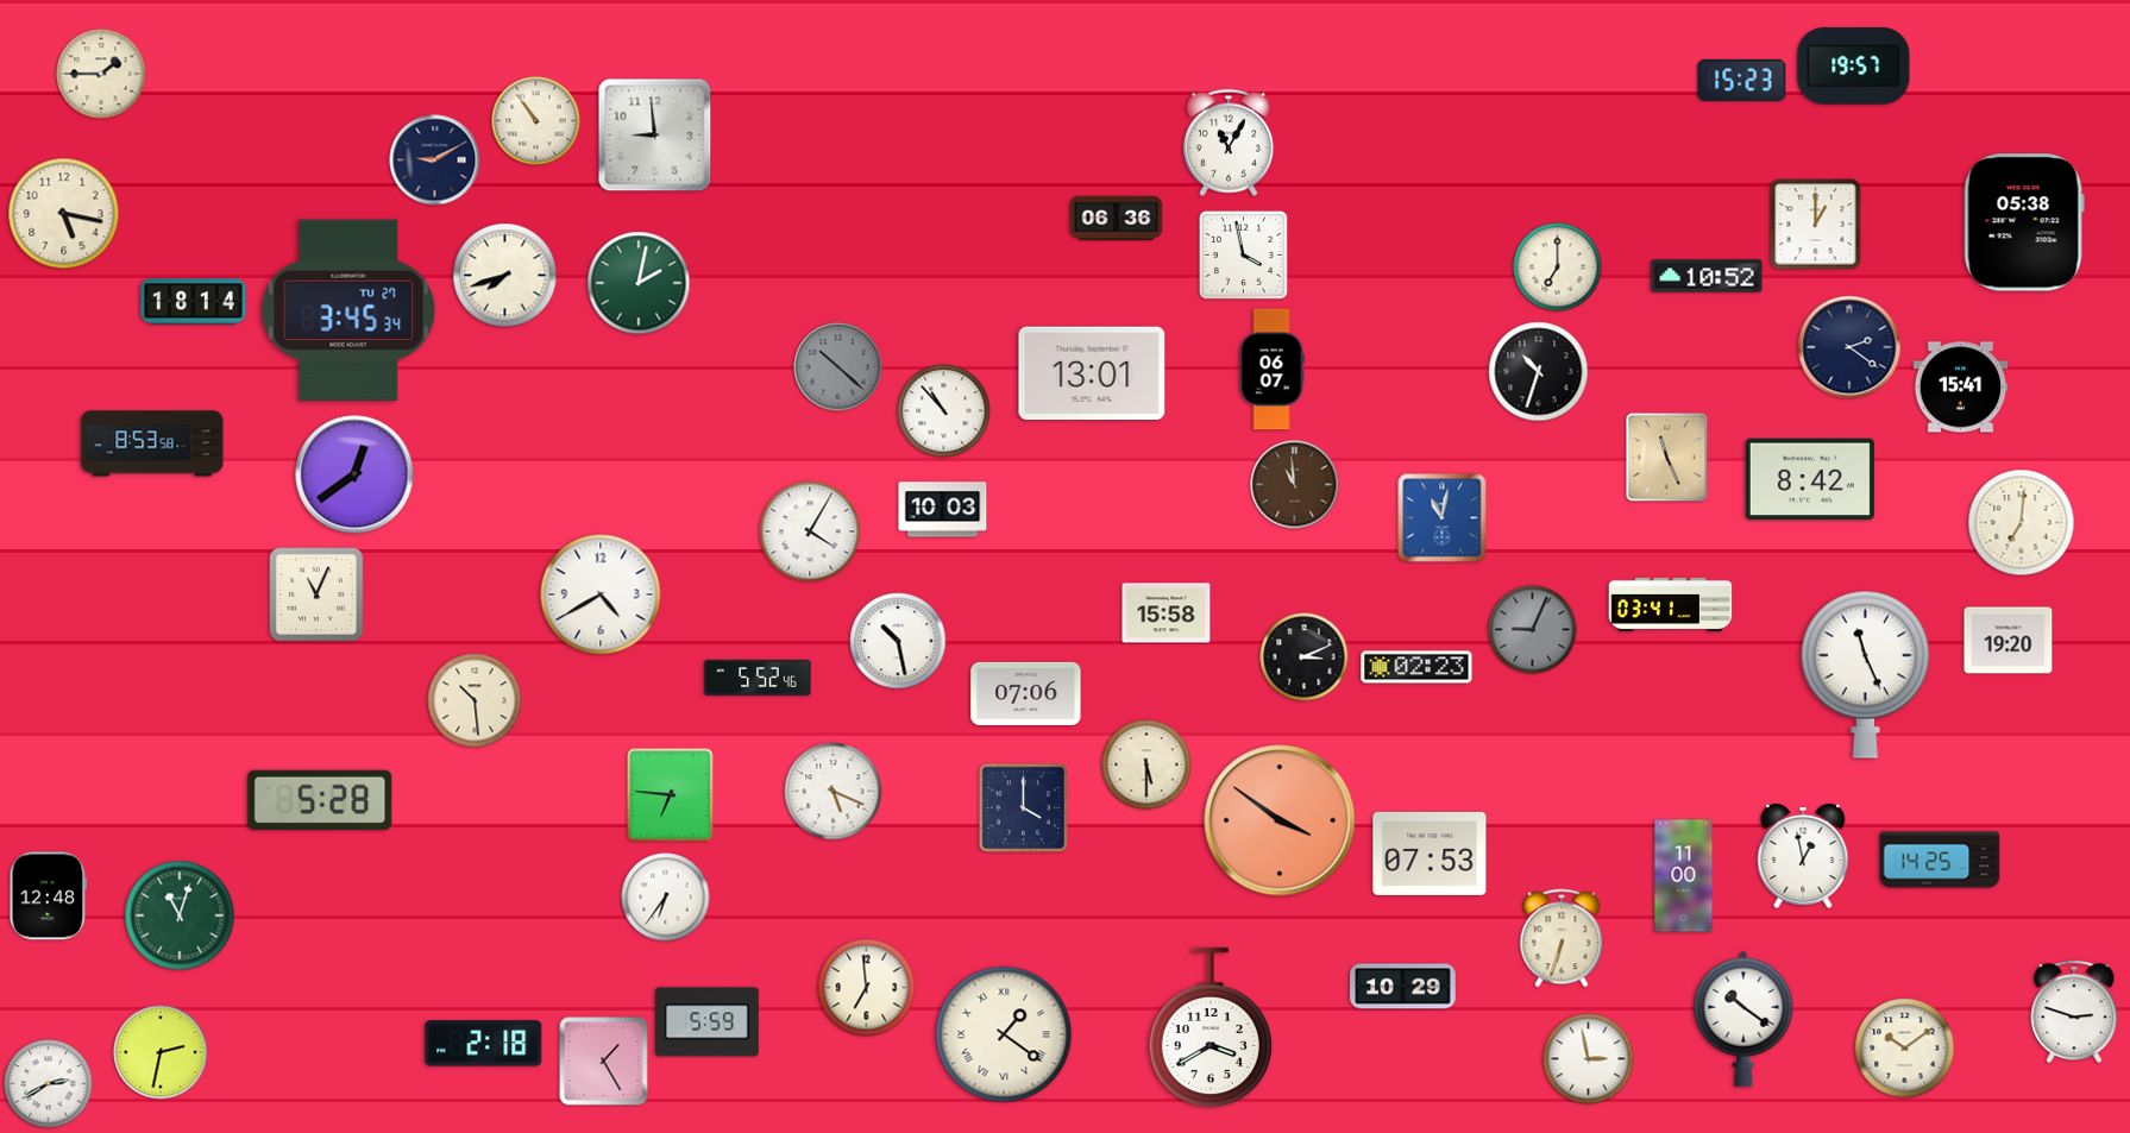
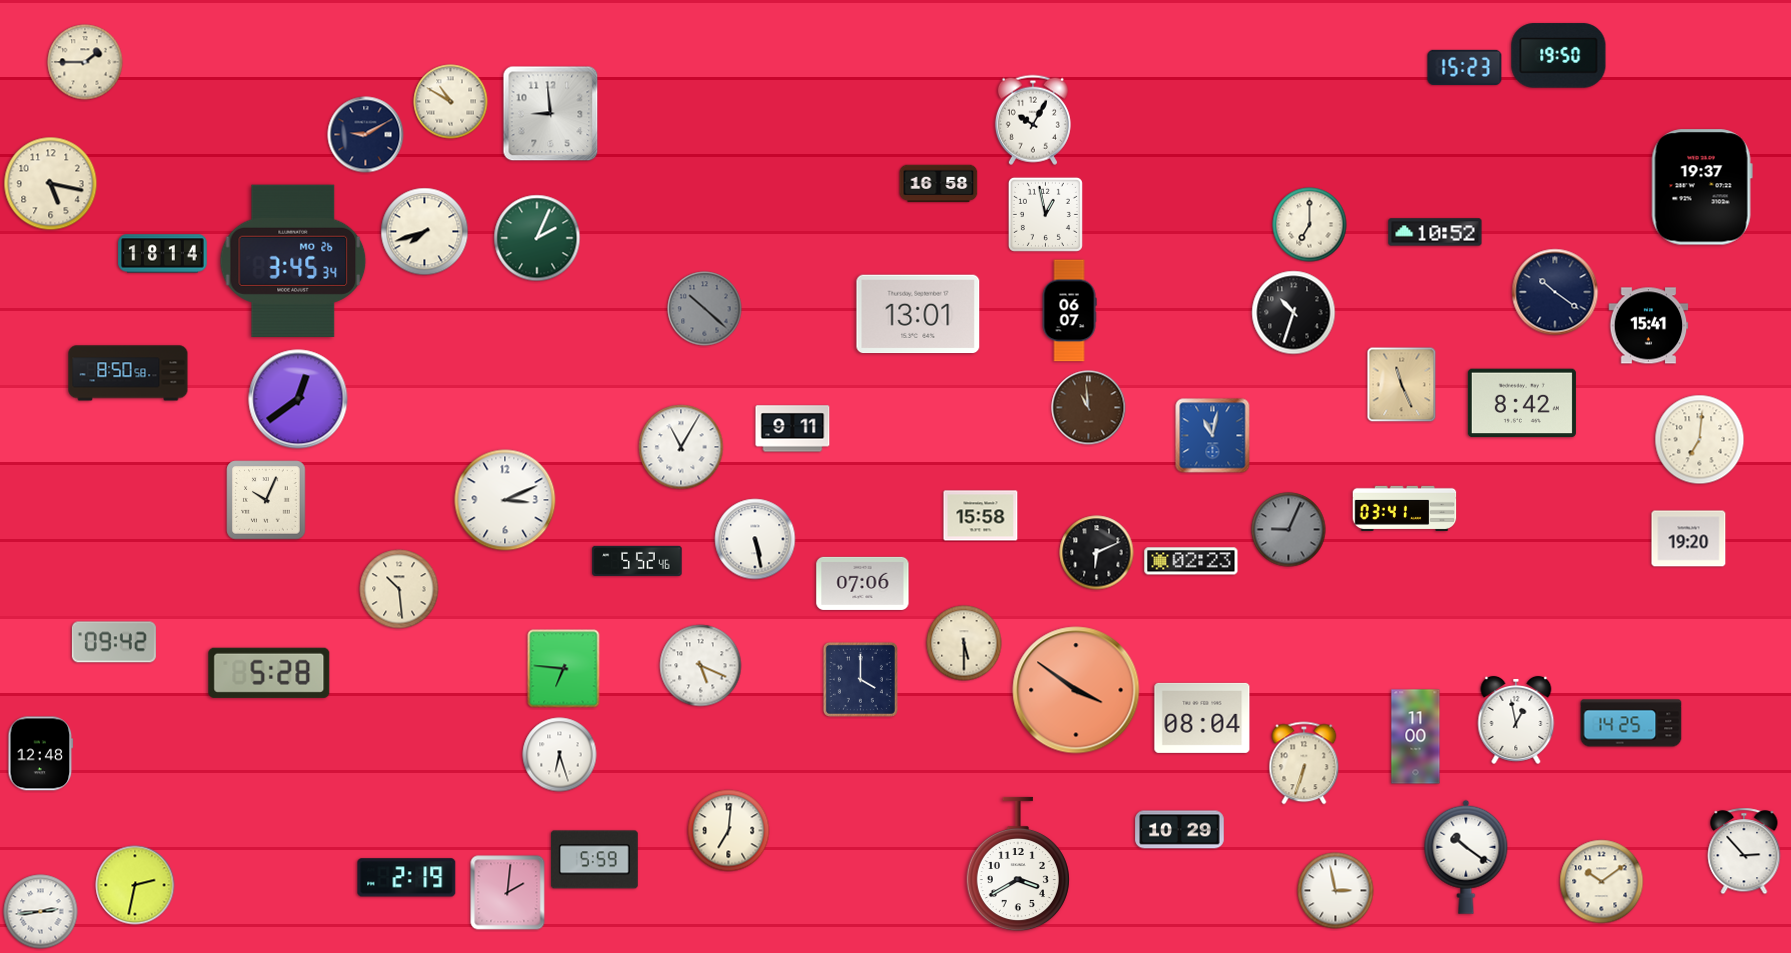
clock at (1854, 67): 19:57 -> 19:50
clock at (536, 121): 10:54 -> 10:50
clock at (1229, 143): 11:05 -> 10:05
clock at (64, 214) position: (64, 214) -> (51, 184)
clock at (1117, 219): 06:36 -> 16:58
clock at (2024, 222): 05:38 -> 19:37
clock at (1816, 225): 1:00 -> none
clock at (1243, 254): 3:58 -> 12:58
clock at (639, 283): 2:02 -> 2:04
clock at (348, 309) date: TU 27 -> MO 26
clock at (1849, 347): 2:21 -> 10:21
clock at (944, 411): 10:53 -> none
clock at (152, 443): 8:53 -> 8:50
clock at (943, 510): 10:03 -> 9:11
clock at (810, 531): 4:05 -> 11:05
clock at (316, 594): 11:04 -> 10:04
clock at (601, 594): 4:40 -> 3:11
clock at (898, 641): 10:28 -> 5:28
clock at (1305, 657): 3:11 -> 6:11
clock at (1865, 674): 11:26 -> none
clock at (758, 678) position: (758, 678) -> (637, 561)
clock at (114, 642): none -> 09:42
clock at (1430, 854): 07:53 -> 08:04
clock at (666, 898): 6:36 -> 6:27
clock at (180, 915): 11:03 -> none
clock at (1562, 938) position: (1562, 938) -> (1304, 763)
clock at (867, 988): 6:59 -> 7:01
clock at (2074, 1012): 2:48 -> 2:53
clock at (1004, 1034): 1:21 -> none
clock at (484, 1044): 2:18 -> 2:19
clock at (604, 1062): 1:25 -> 2:01
clock at (49, 1084): 2:40 -> 2:44
